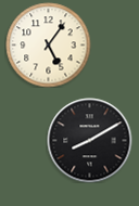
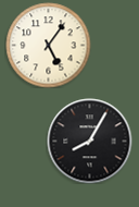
clock at (89, 140): 8:10 -> 8:05
